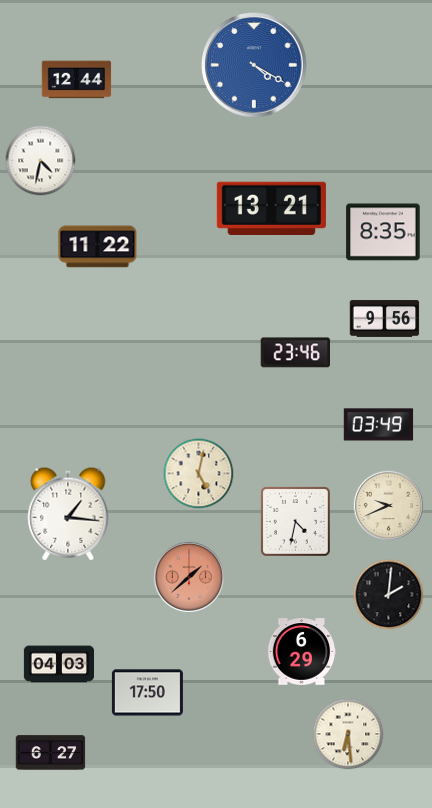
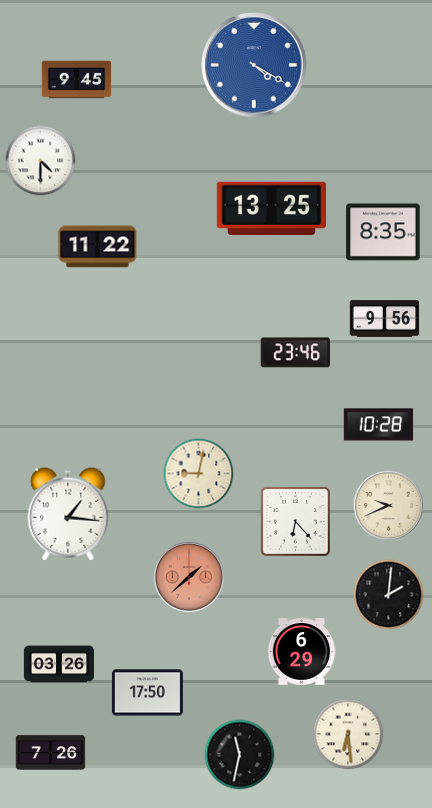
clock at (77, 80): 12:44 -> 9:45
clock at (41, 161): 4:32 -> 4:30
clock at (271, 208): 13:21 -> 13:25
clock at (379, 425): 03:49 -> 10:28
clock at (199, 474): 5:02 -> 9:02
clock at (295, 521): 4:32 -> 6:23
clock at (58, 664): 04:03 -> 03:26
clock at (51, 753): 6:27 -> 7:26
clock at (240, 755): none -> 11:32
